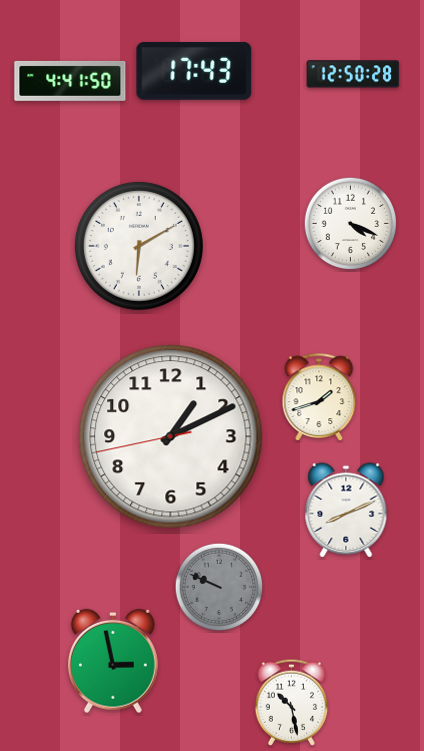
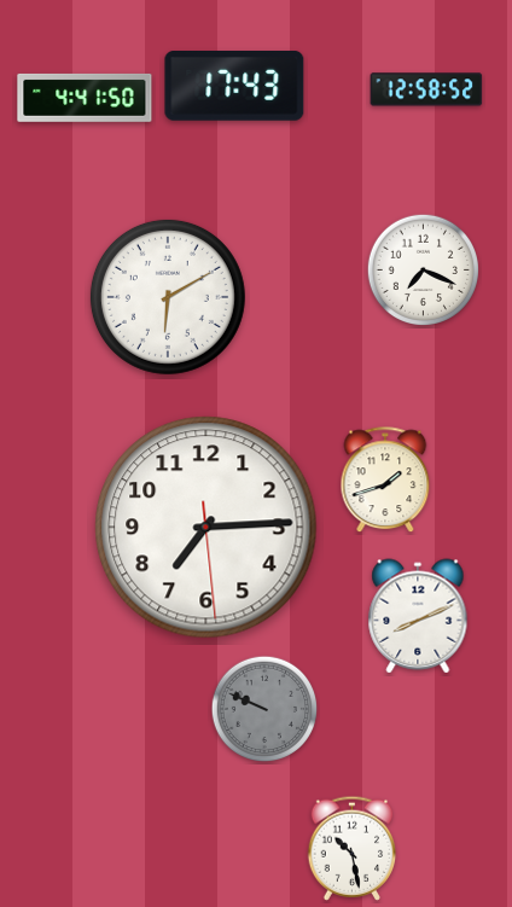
clock at (353, 74): 12:50 -> 12:58
clock at (350, 223): 4:19 -> 7:19
clock at (171, 437): 1:10 -> 7:14
clock at (113, 661): 2:58 -> none
